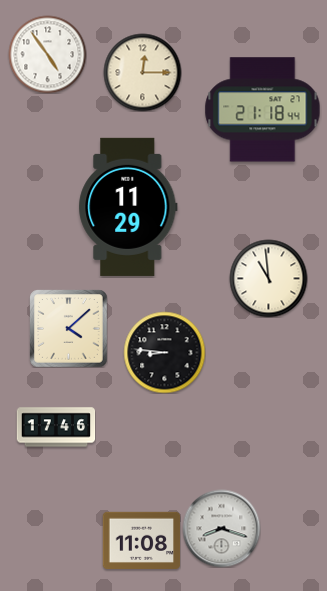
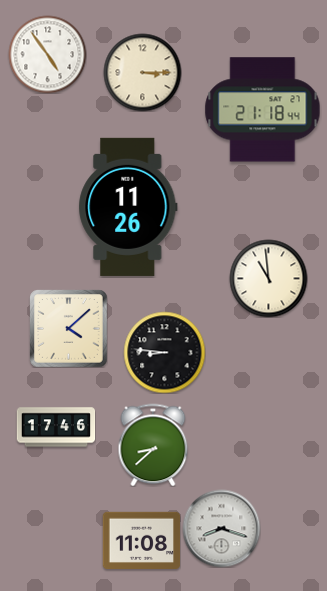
clock at (142, 72): 12:15 -> 3:15
clock at (128, 207): 11:29 -> 11:26
clock at (153, 445): none -> 8:38
